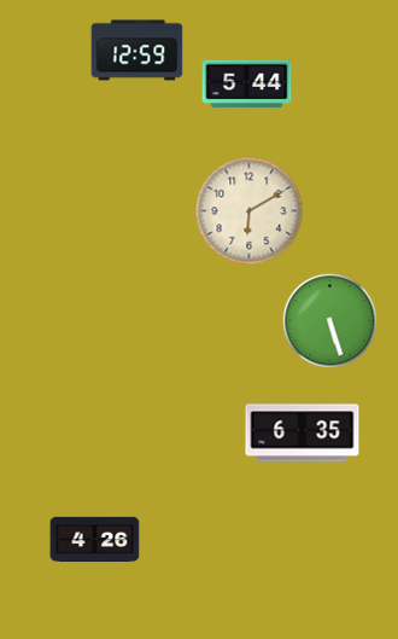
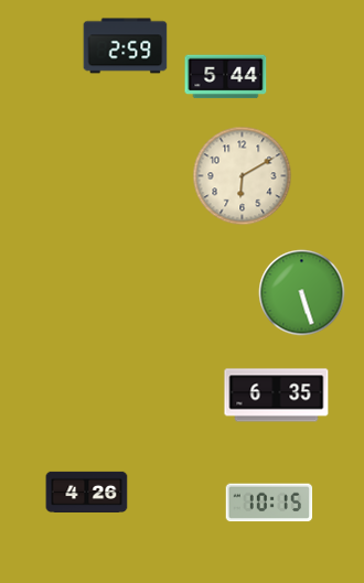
clock at (137, 51): 12:59 -> 2:59
clock at (250, 211) position: (250, 211) -> (243, 176)
clock at (269, 503): none -> 10:15
